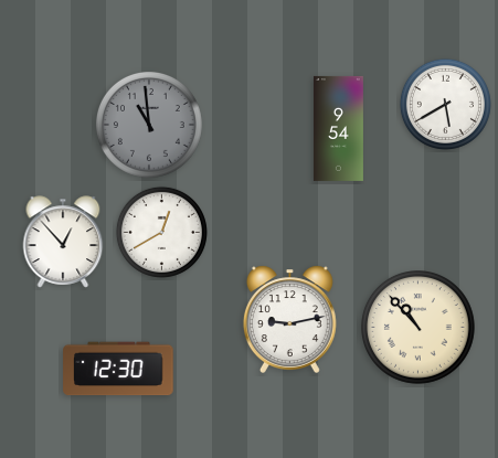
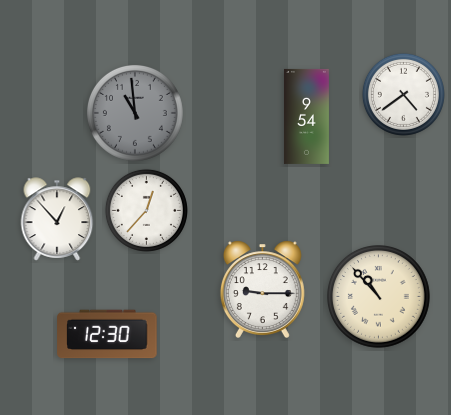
clock at (445, 104): 5:40 -> 4:39
clock at (161, 232): 12:40 -> 12:37
clock at (289, 319): 9:13 -> 9:15
